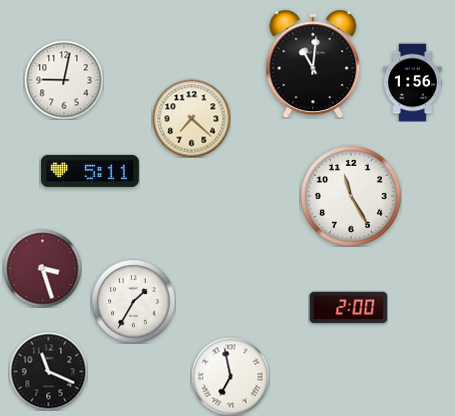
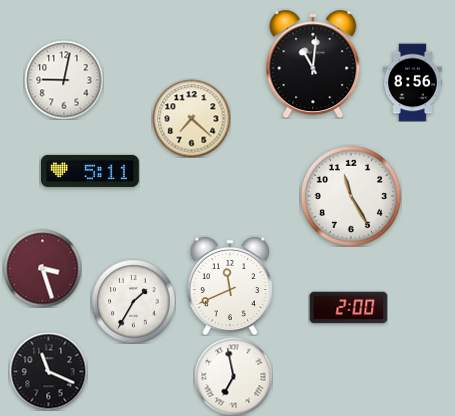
clock at (413, 82): 1:56 -> 8:56
clock at (230, 286): none -> 11:41
clock at (230, 376) position: (230, 376) -> (233, 376)
